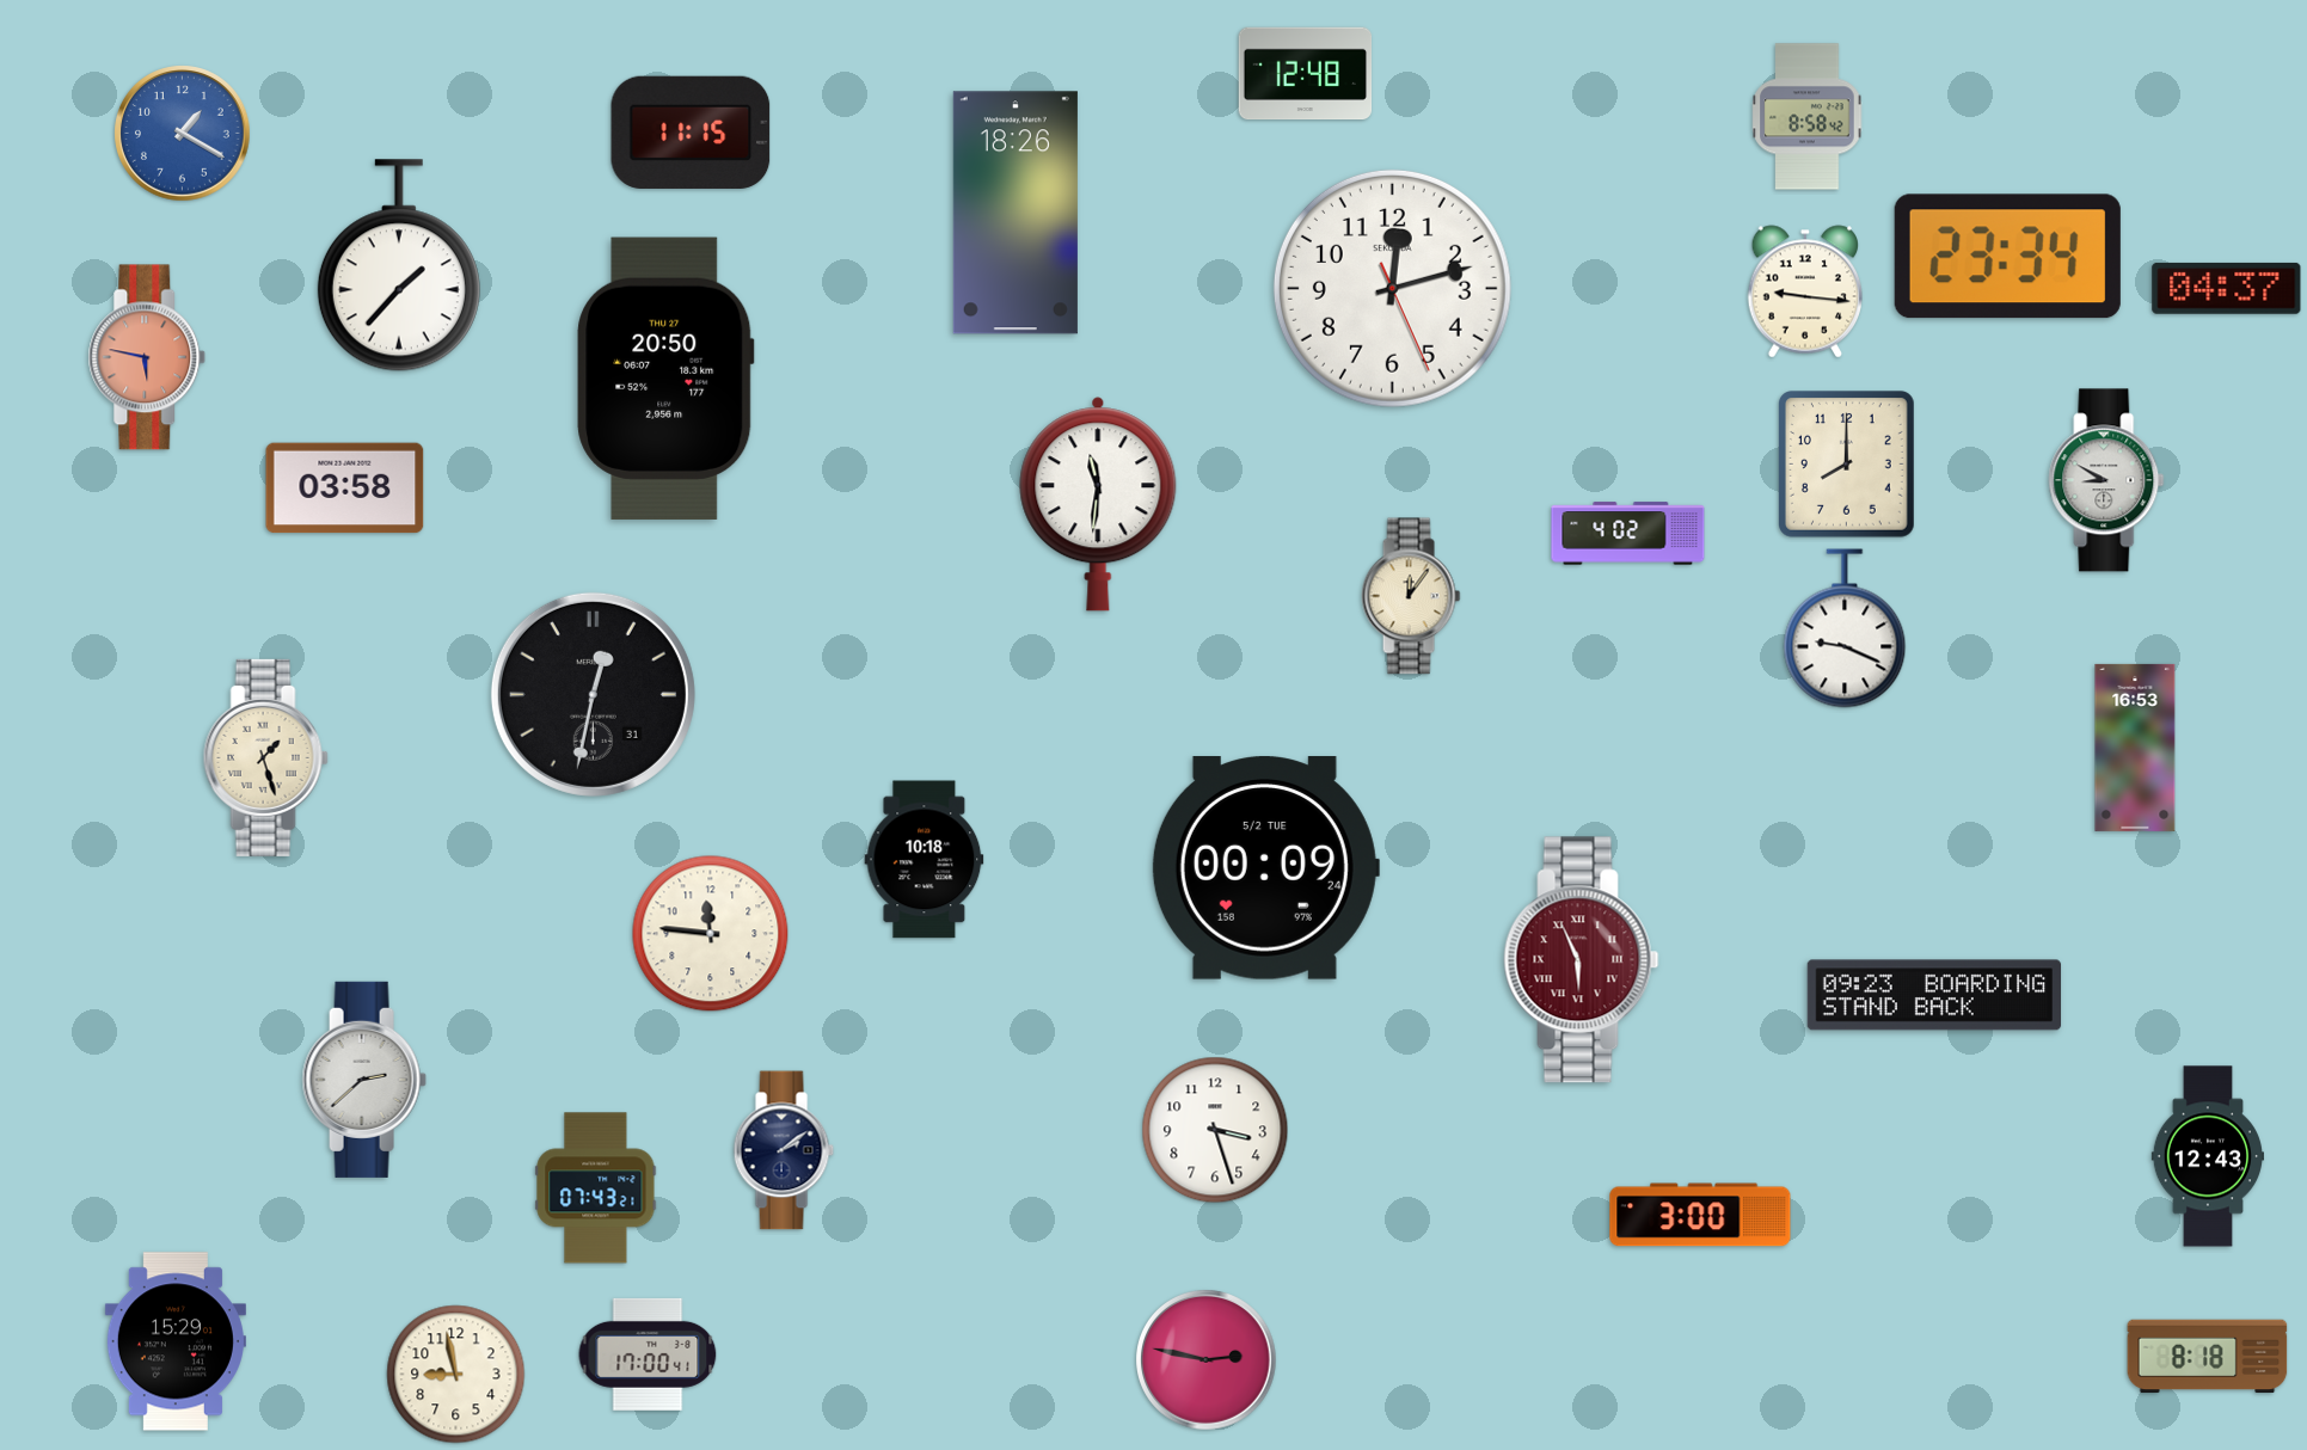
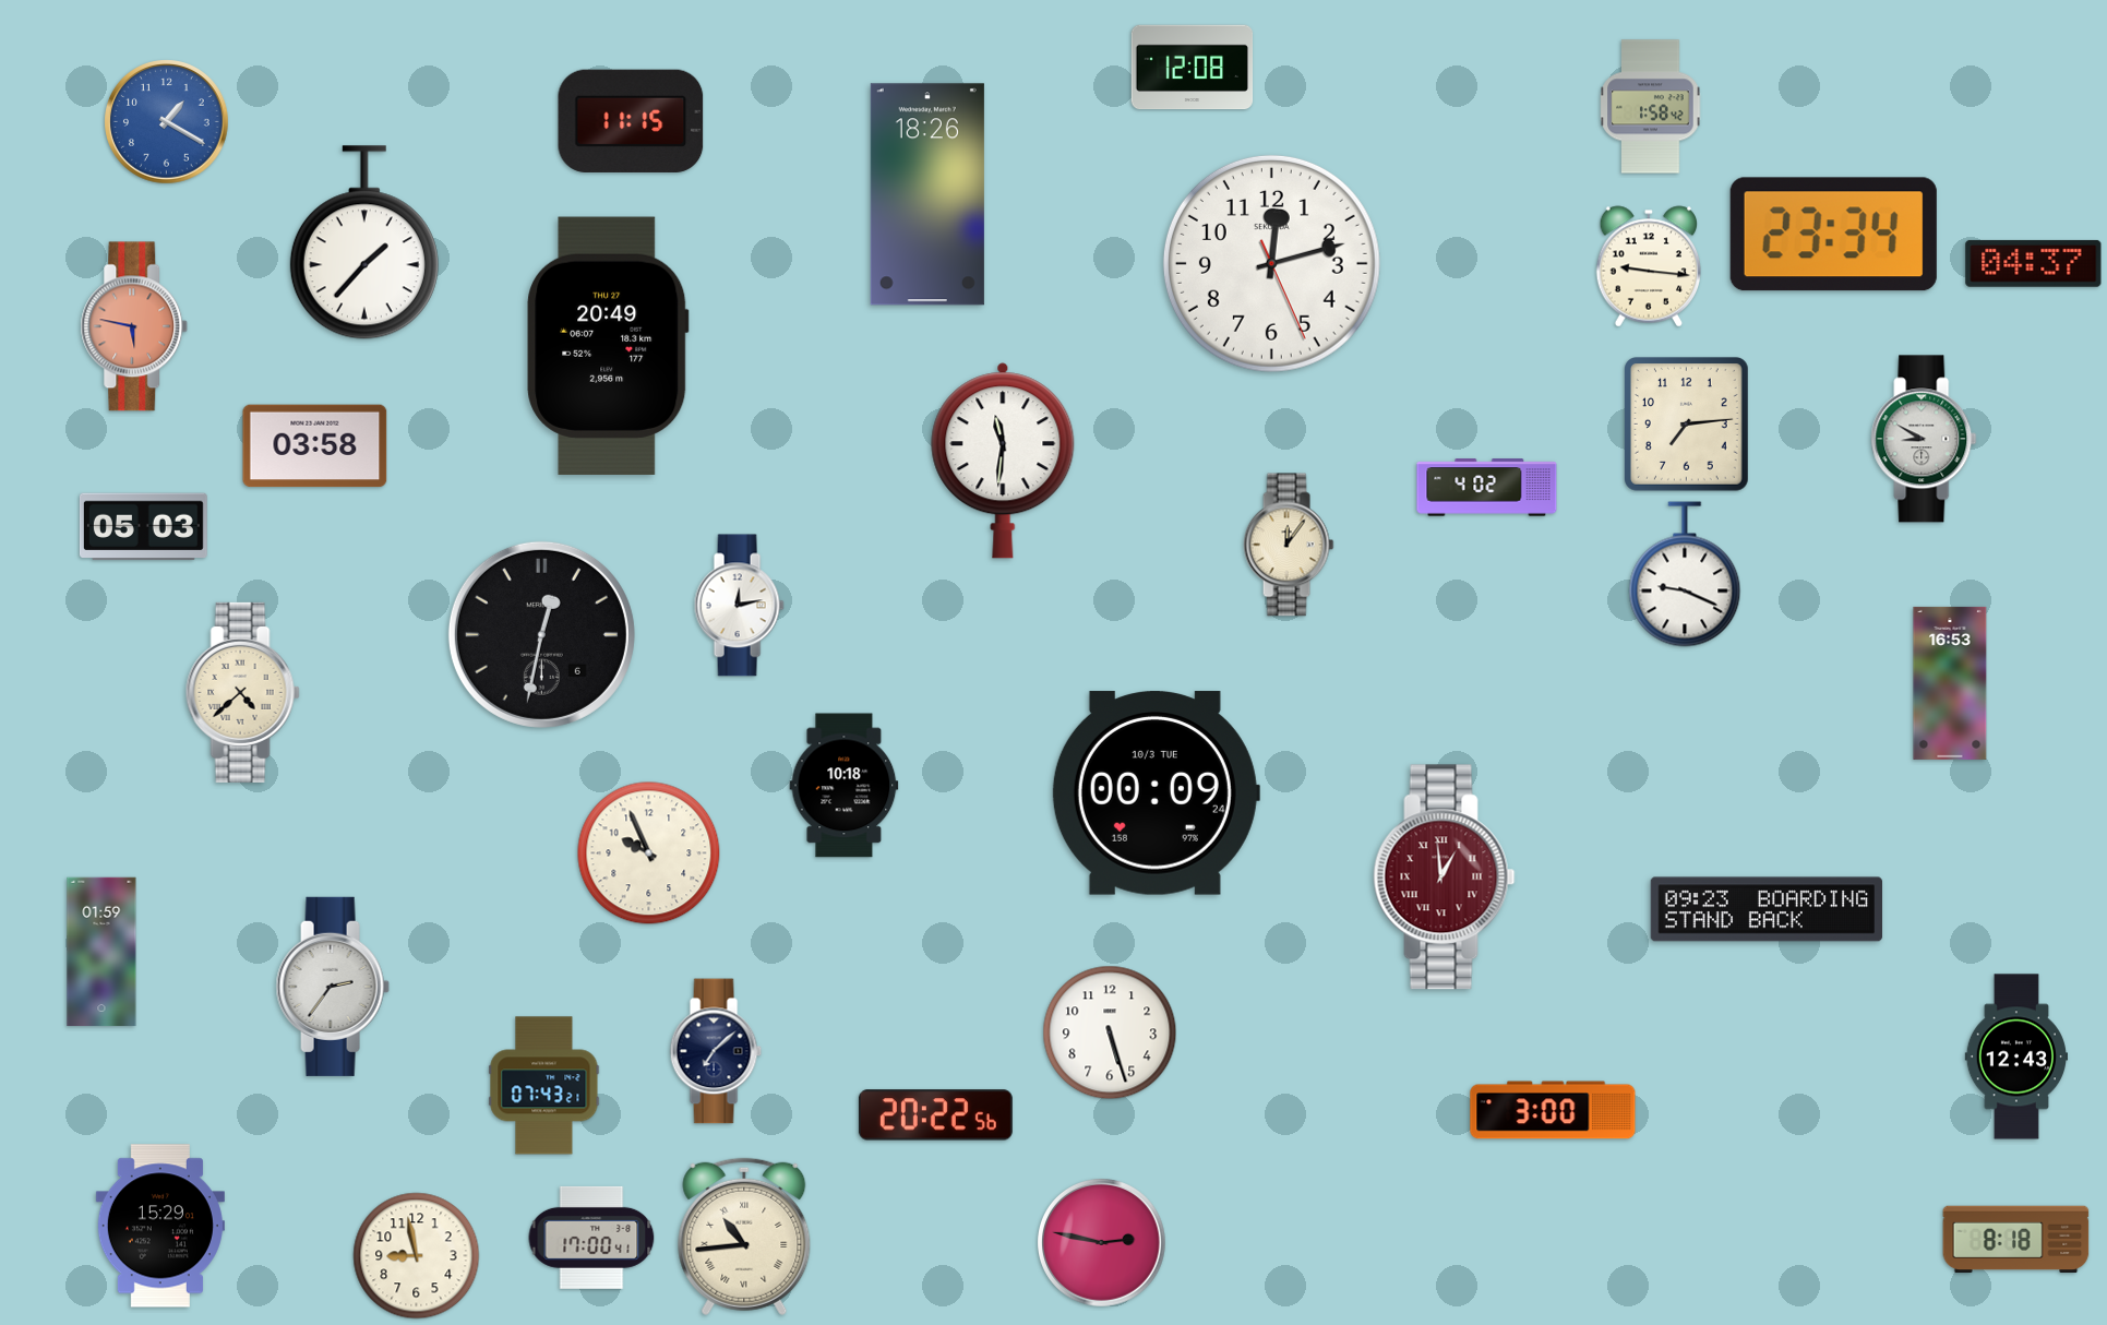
clock at (1306, 74): 12:48 -> 12:08
clock at (1808, 117): 8:58 -> 1:58
clock at (665, 379): 20:50 -> 20:49
clock at (1847, 465): 8:00 -> 7:14
clock at (143, 527): none -> 05:03
clock at (739, 606): none -> 12:13
clock at (593, 694) date: 31 -> 6
clock at (265, 757): 1:27 -> 4:38
clock at (1265, 868) date: 5/2 TUE -> 10/3 TUE
clock at (711, 934): 11:46 -> 9:56
clock at (1582, 960): 5:56 -> 12:59
clock at (101, 952): none -> 01:59
clock at (364, 1080): 2:38 -> 2:36
clock at (1215, 1130): 3:27 -> 5:27
clock at (784, 1150): 2:09 -> 7:08
clock at (935, 1115): none -> 20:22
clock at (744, 1237): none -> 10:44
